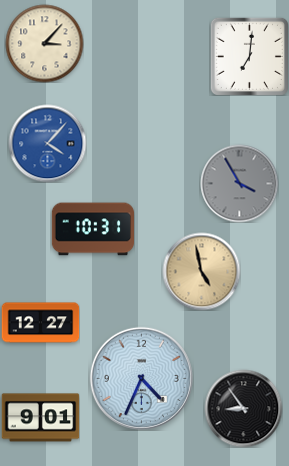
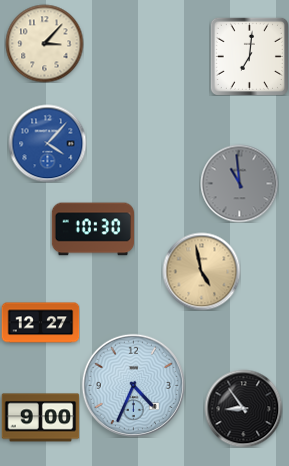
clock at (239, 183): 3:55 -> 10:59
clock at (92, 229): 10:31 -> 10:30
clock at (141, 378) position: (141, 378) -> (133, 385)
clock at (40, 418): 9:01 -> 9:00
